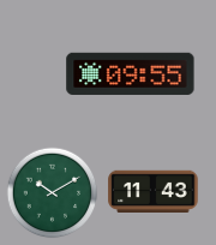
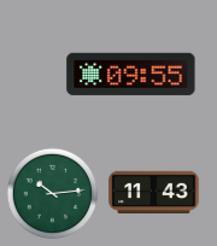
clock at (53, 193): 10:10 -> 10:14
